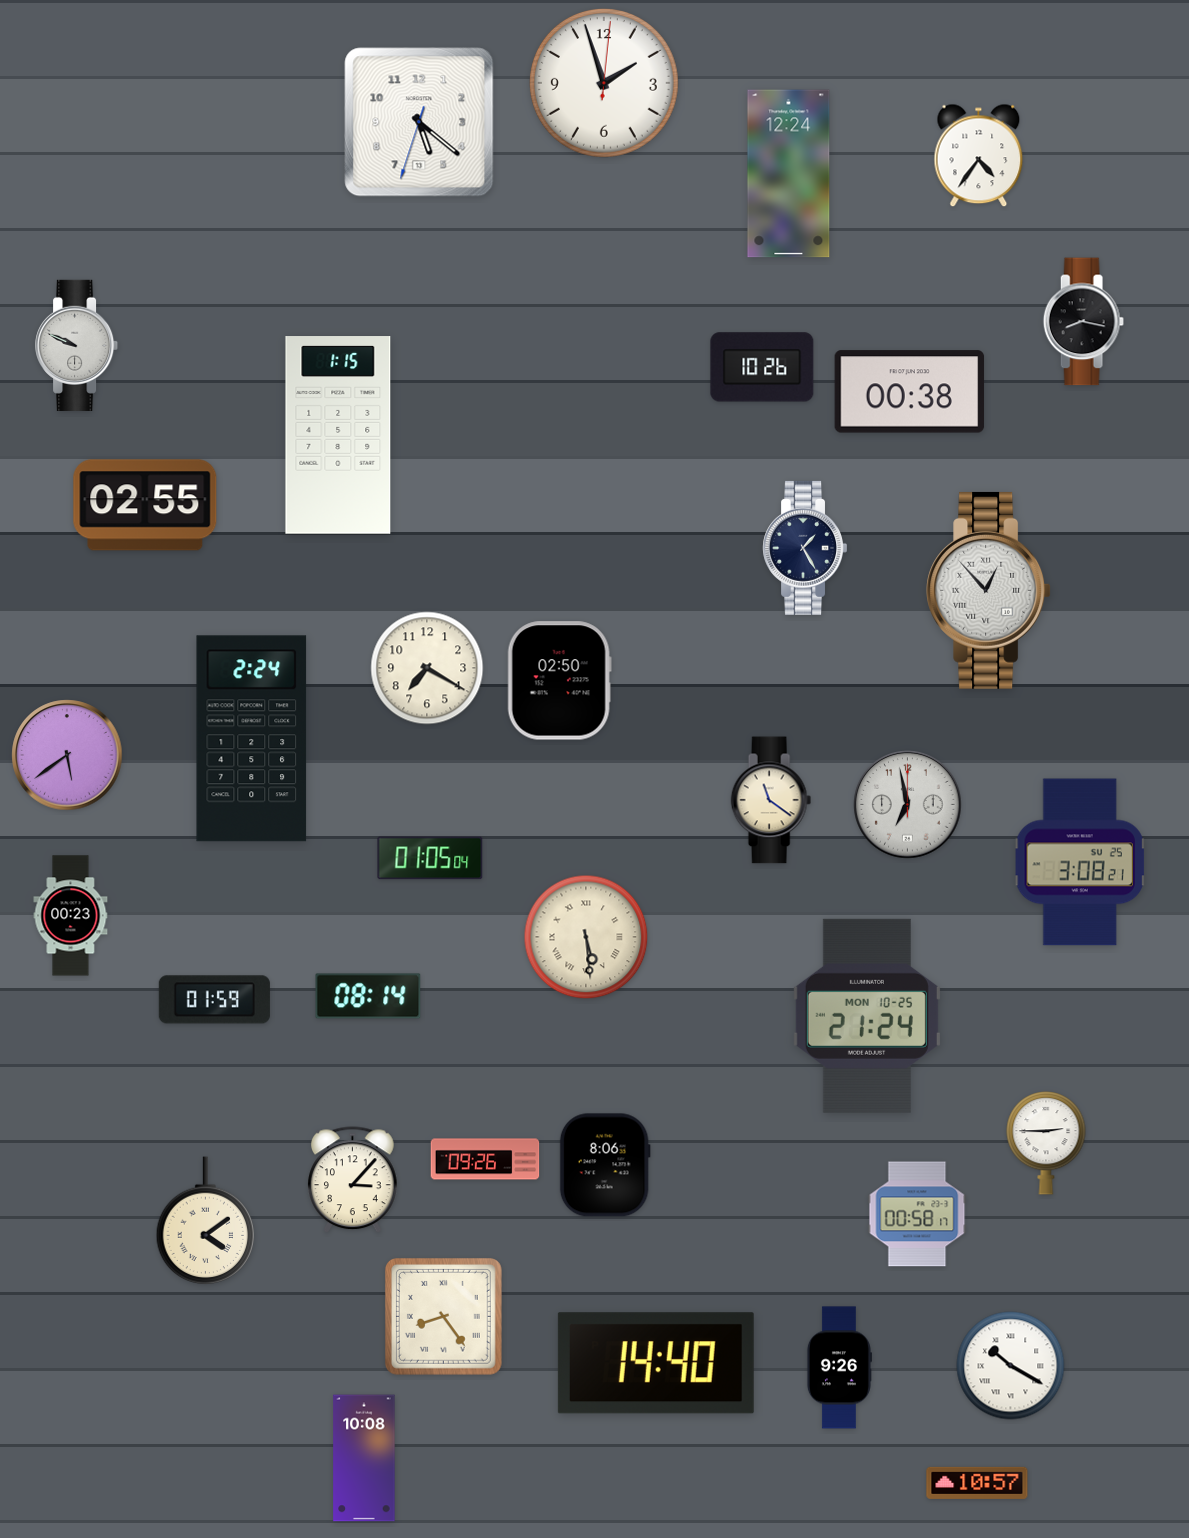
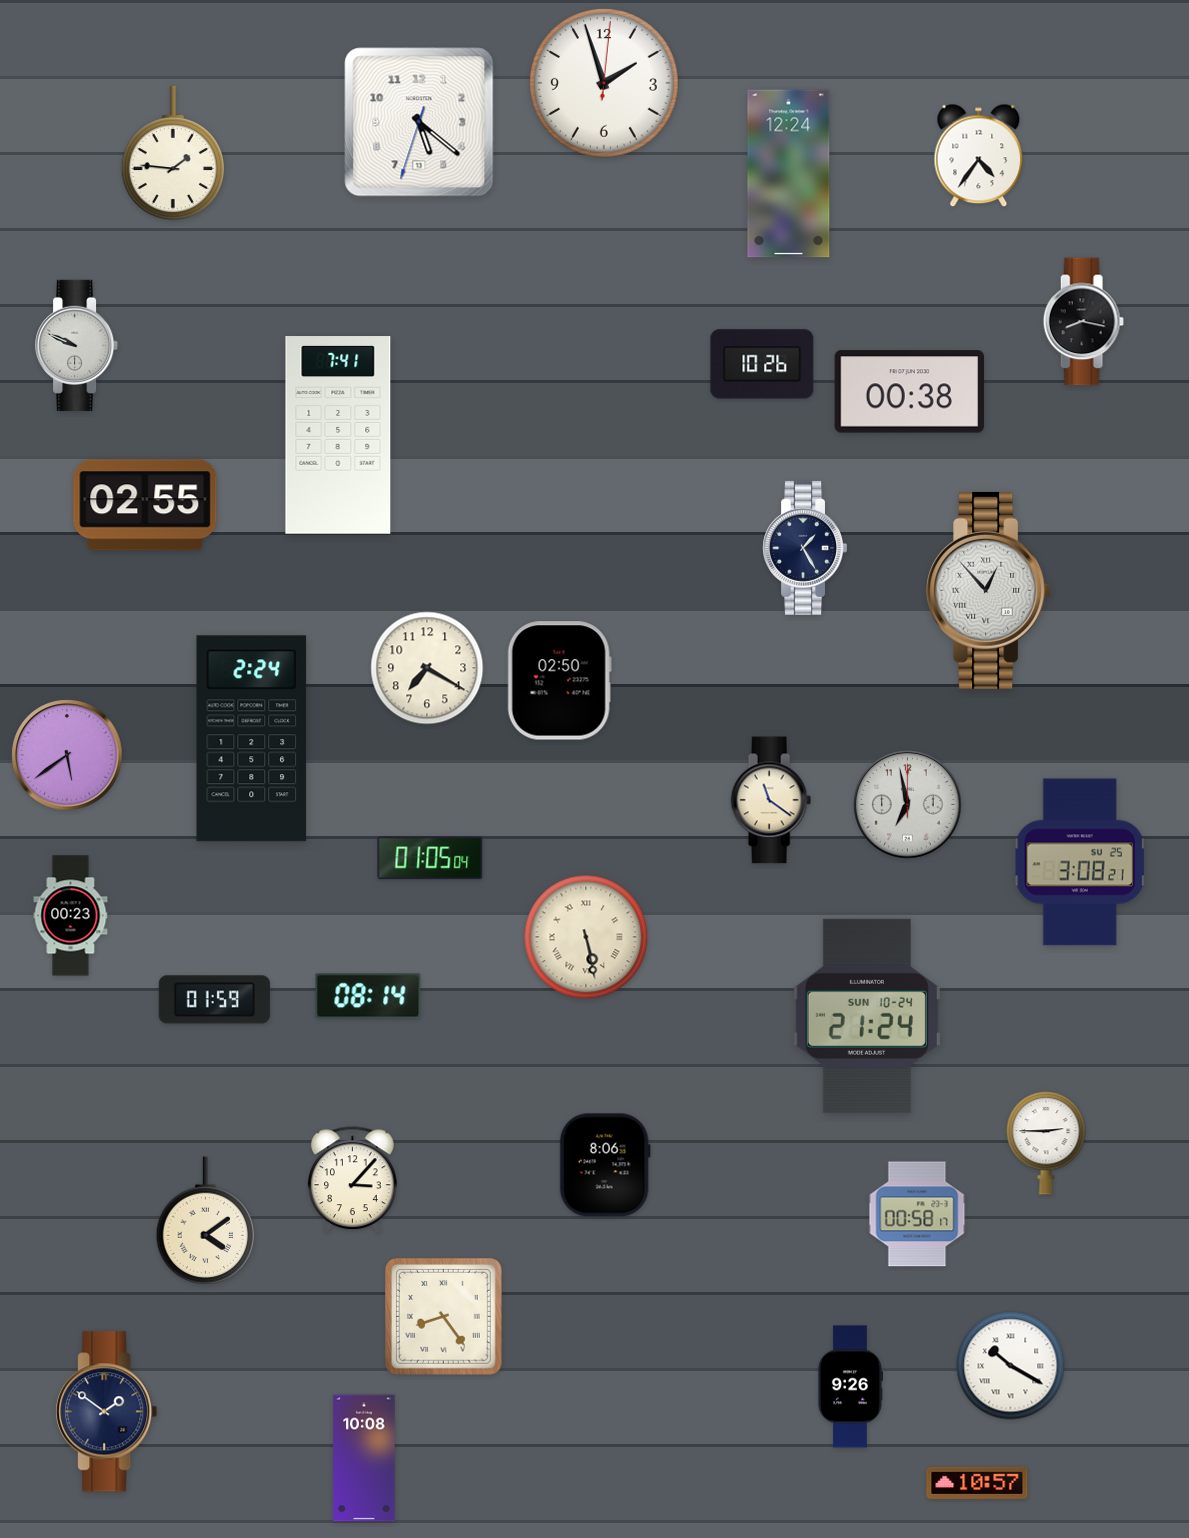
clock at (173, 153): none -> 1:46
clock at (762, 367) position: (762, 367) -> (762, 364)
clock at (338, 435): 1:15 -> 7:41
clock at (586, 937): 5:29 -> 5:28
clock at (867, 1016) date: MON 10-25 -> SUN 10-24
clock at (485, 1159): 09:26 -> none
clock at (656, 1363): 14:40 -> none
clock at (839, 1368) position: (839, 1368) -> (850, 1387)
clock at (107, 1412): none -> 1:51
